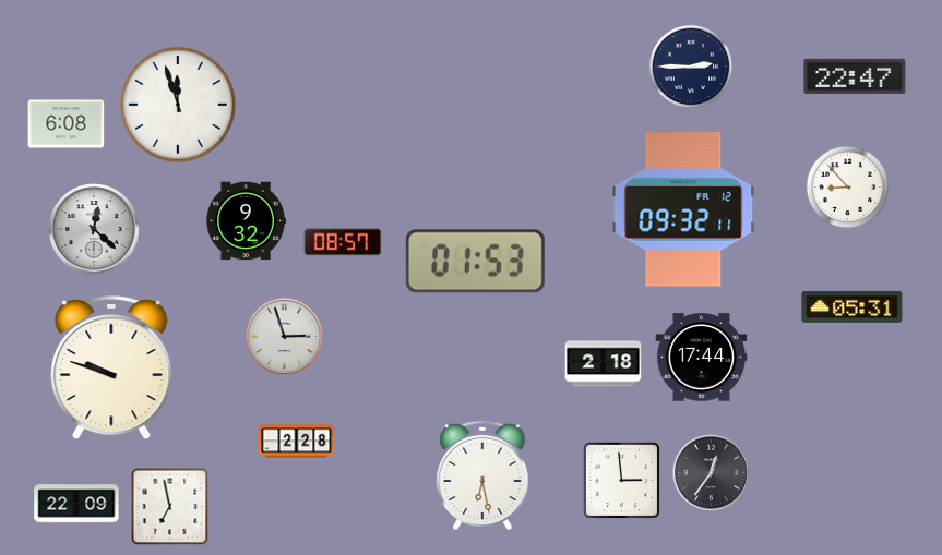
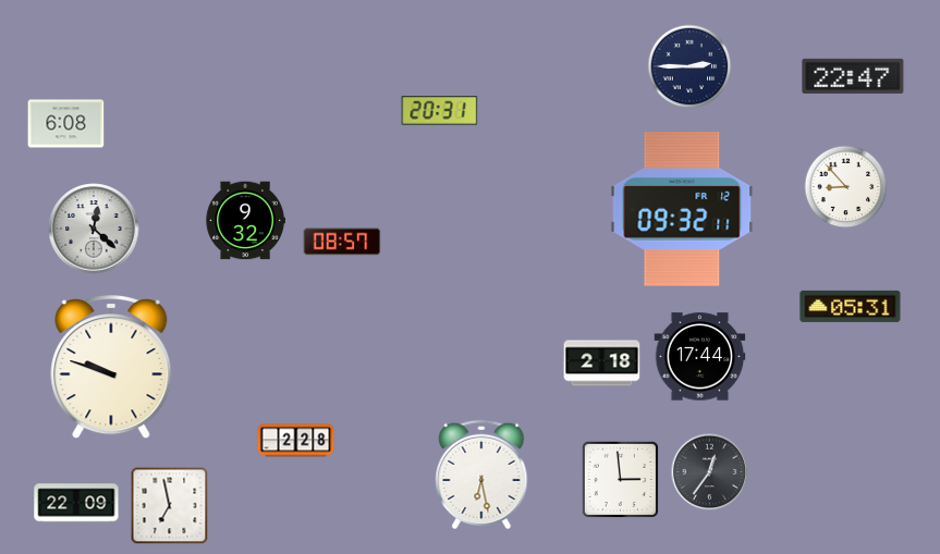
clock at (178, 105): 11:57 -> none
clock at (440, 111): none -> 20:31
clock at (475, 262): 01:53 -> none
clock at (285, 337): 2:57 -> none
